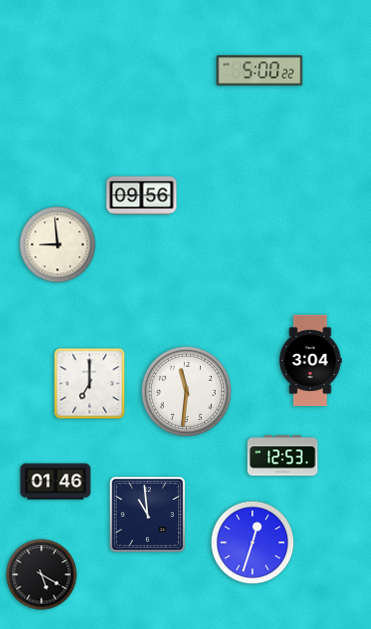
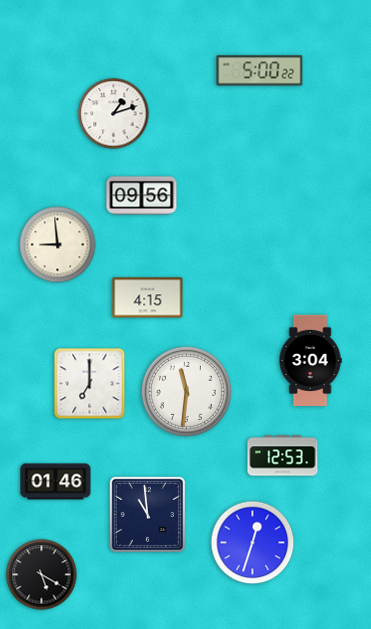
clock at (114, 114): none -> 1:12
clock at (148, 298): none -> 4:15
